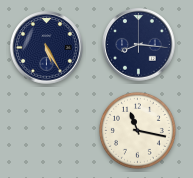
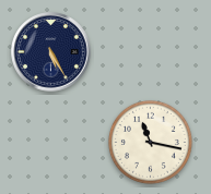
clock at (139, 45): 8:16 -> none
